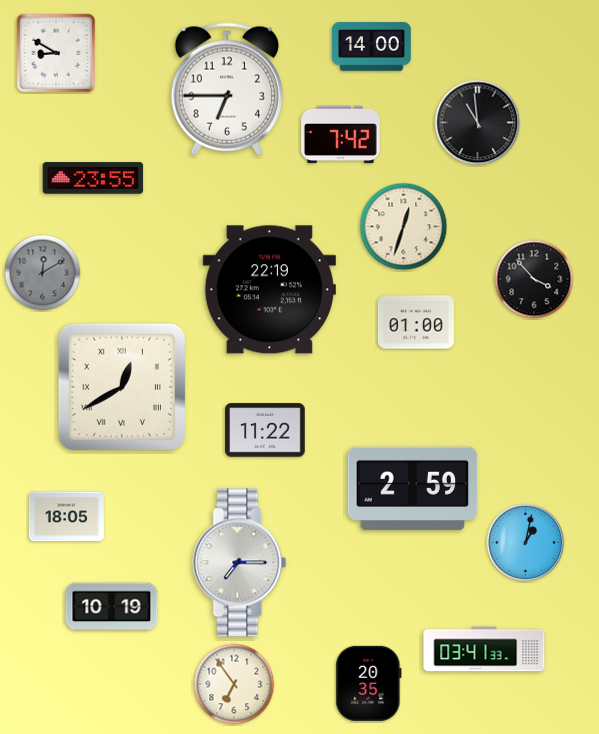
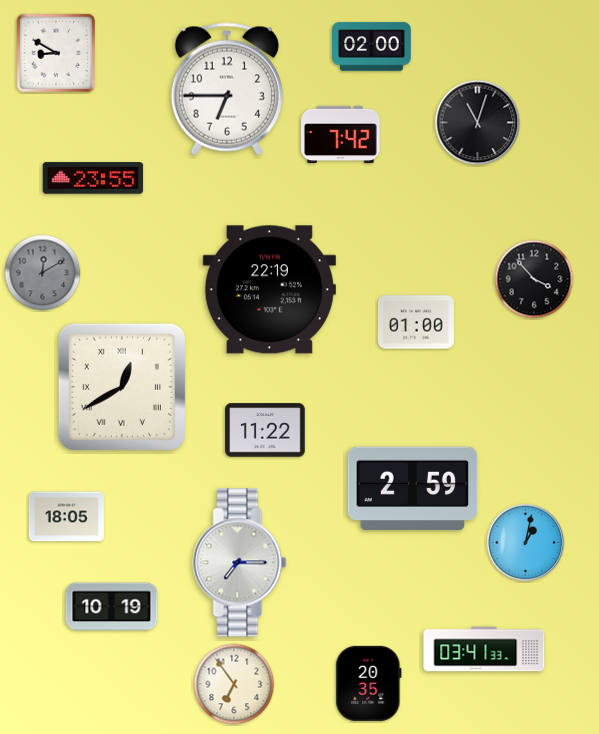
clock at (372, 47): 14:00 -> 02:00
clock at (478, 123): 10:59 -> 11:03
clock at (404, 227): 12:33 -> none
